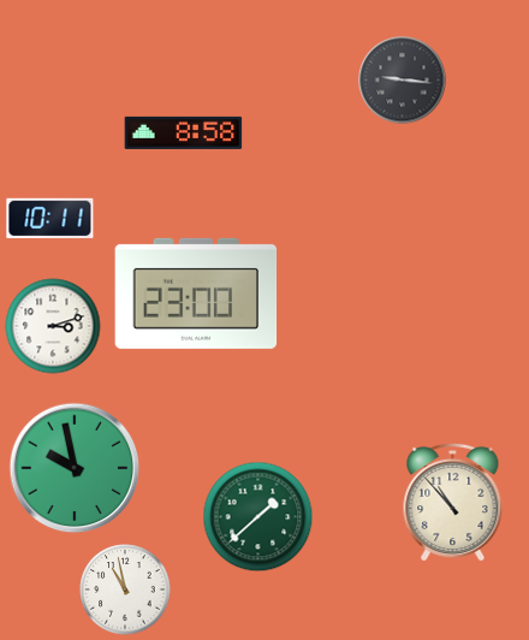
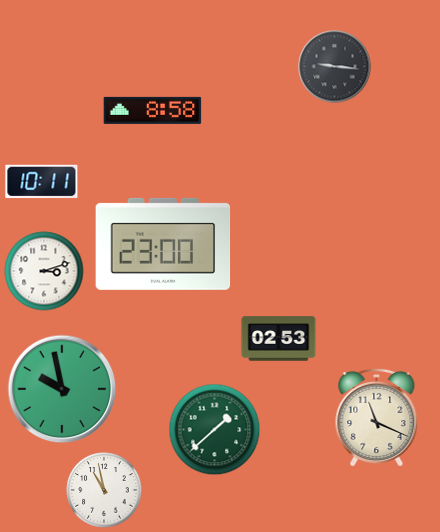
clock at (279, 339): none -> 02:53
clock at (453, 502): 10:53 -> 11:19
